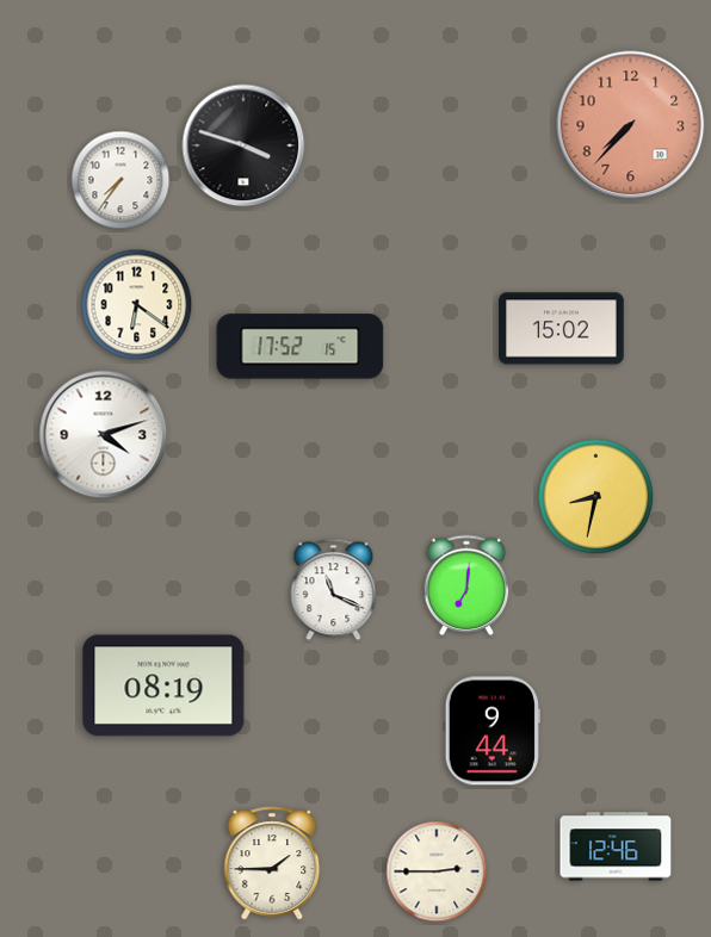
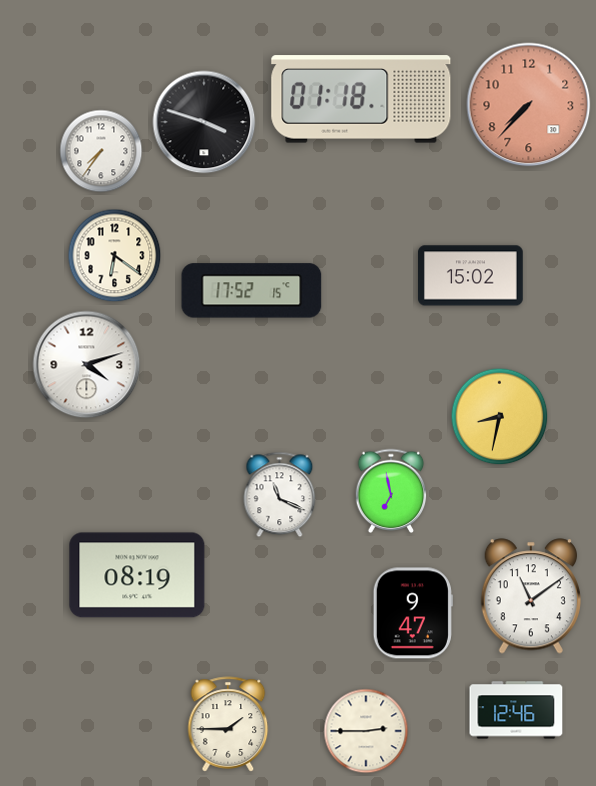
clock at (361, 99): none -> 01:18
clock at (466, 585): 7:01 -> 6:58
clock at (531, 596): none -> 11:09
clock at (493, 731): 9:44 -> 9:47
